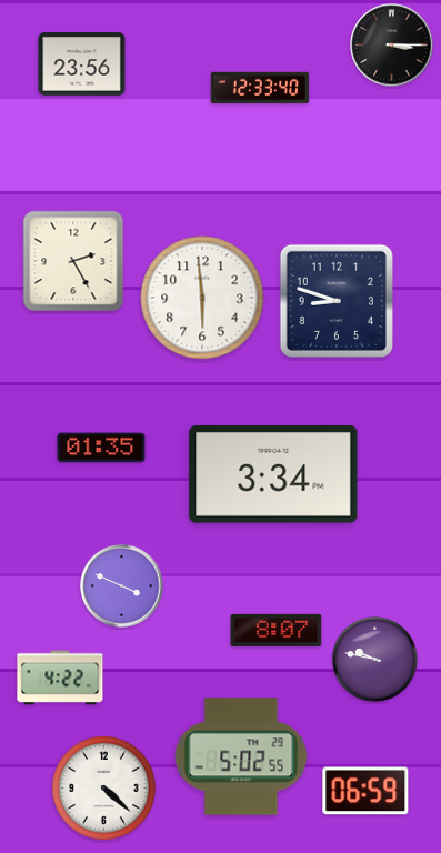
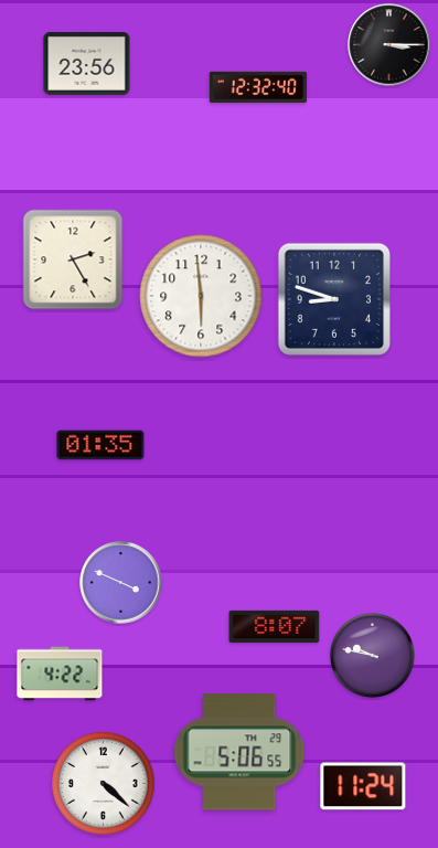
clock at (82, 64) position: (82, 64) -> (87, 64)
clock at (260, 88): 12:33 -> 12:32
clock at (273, 475): 3:34 -> none
clock at (241, 756): 5:02 -> 5:06
clock at (365, 791): 06:59 -> 11:24
